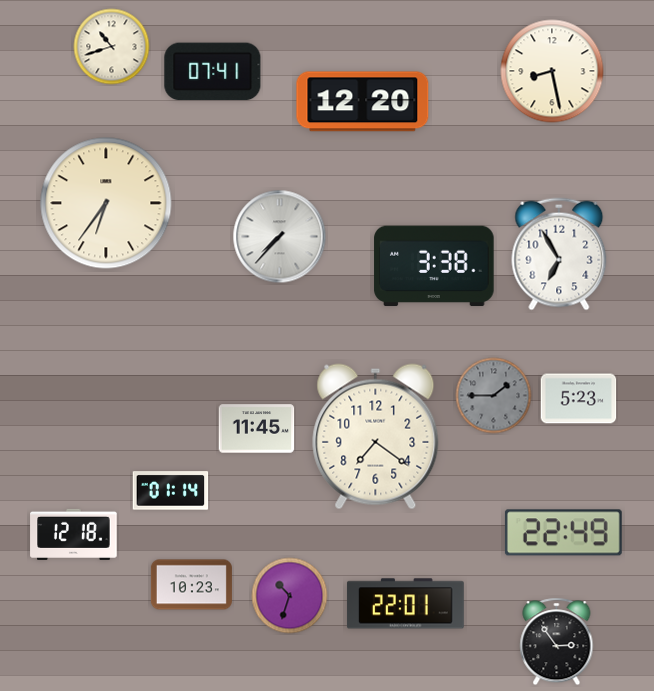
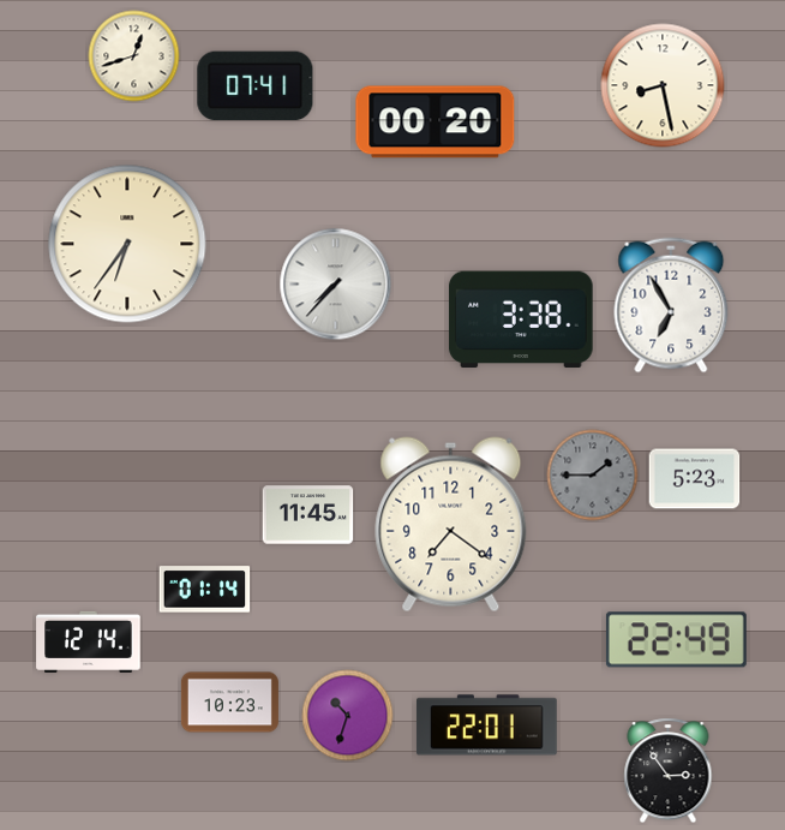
clock at (112, 47): 10:42 -> 12:42
clock at (363, 102): 12:20 -> 00:20
clock at (74, 534): 12:18 -> 12:14
